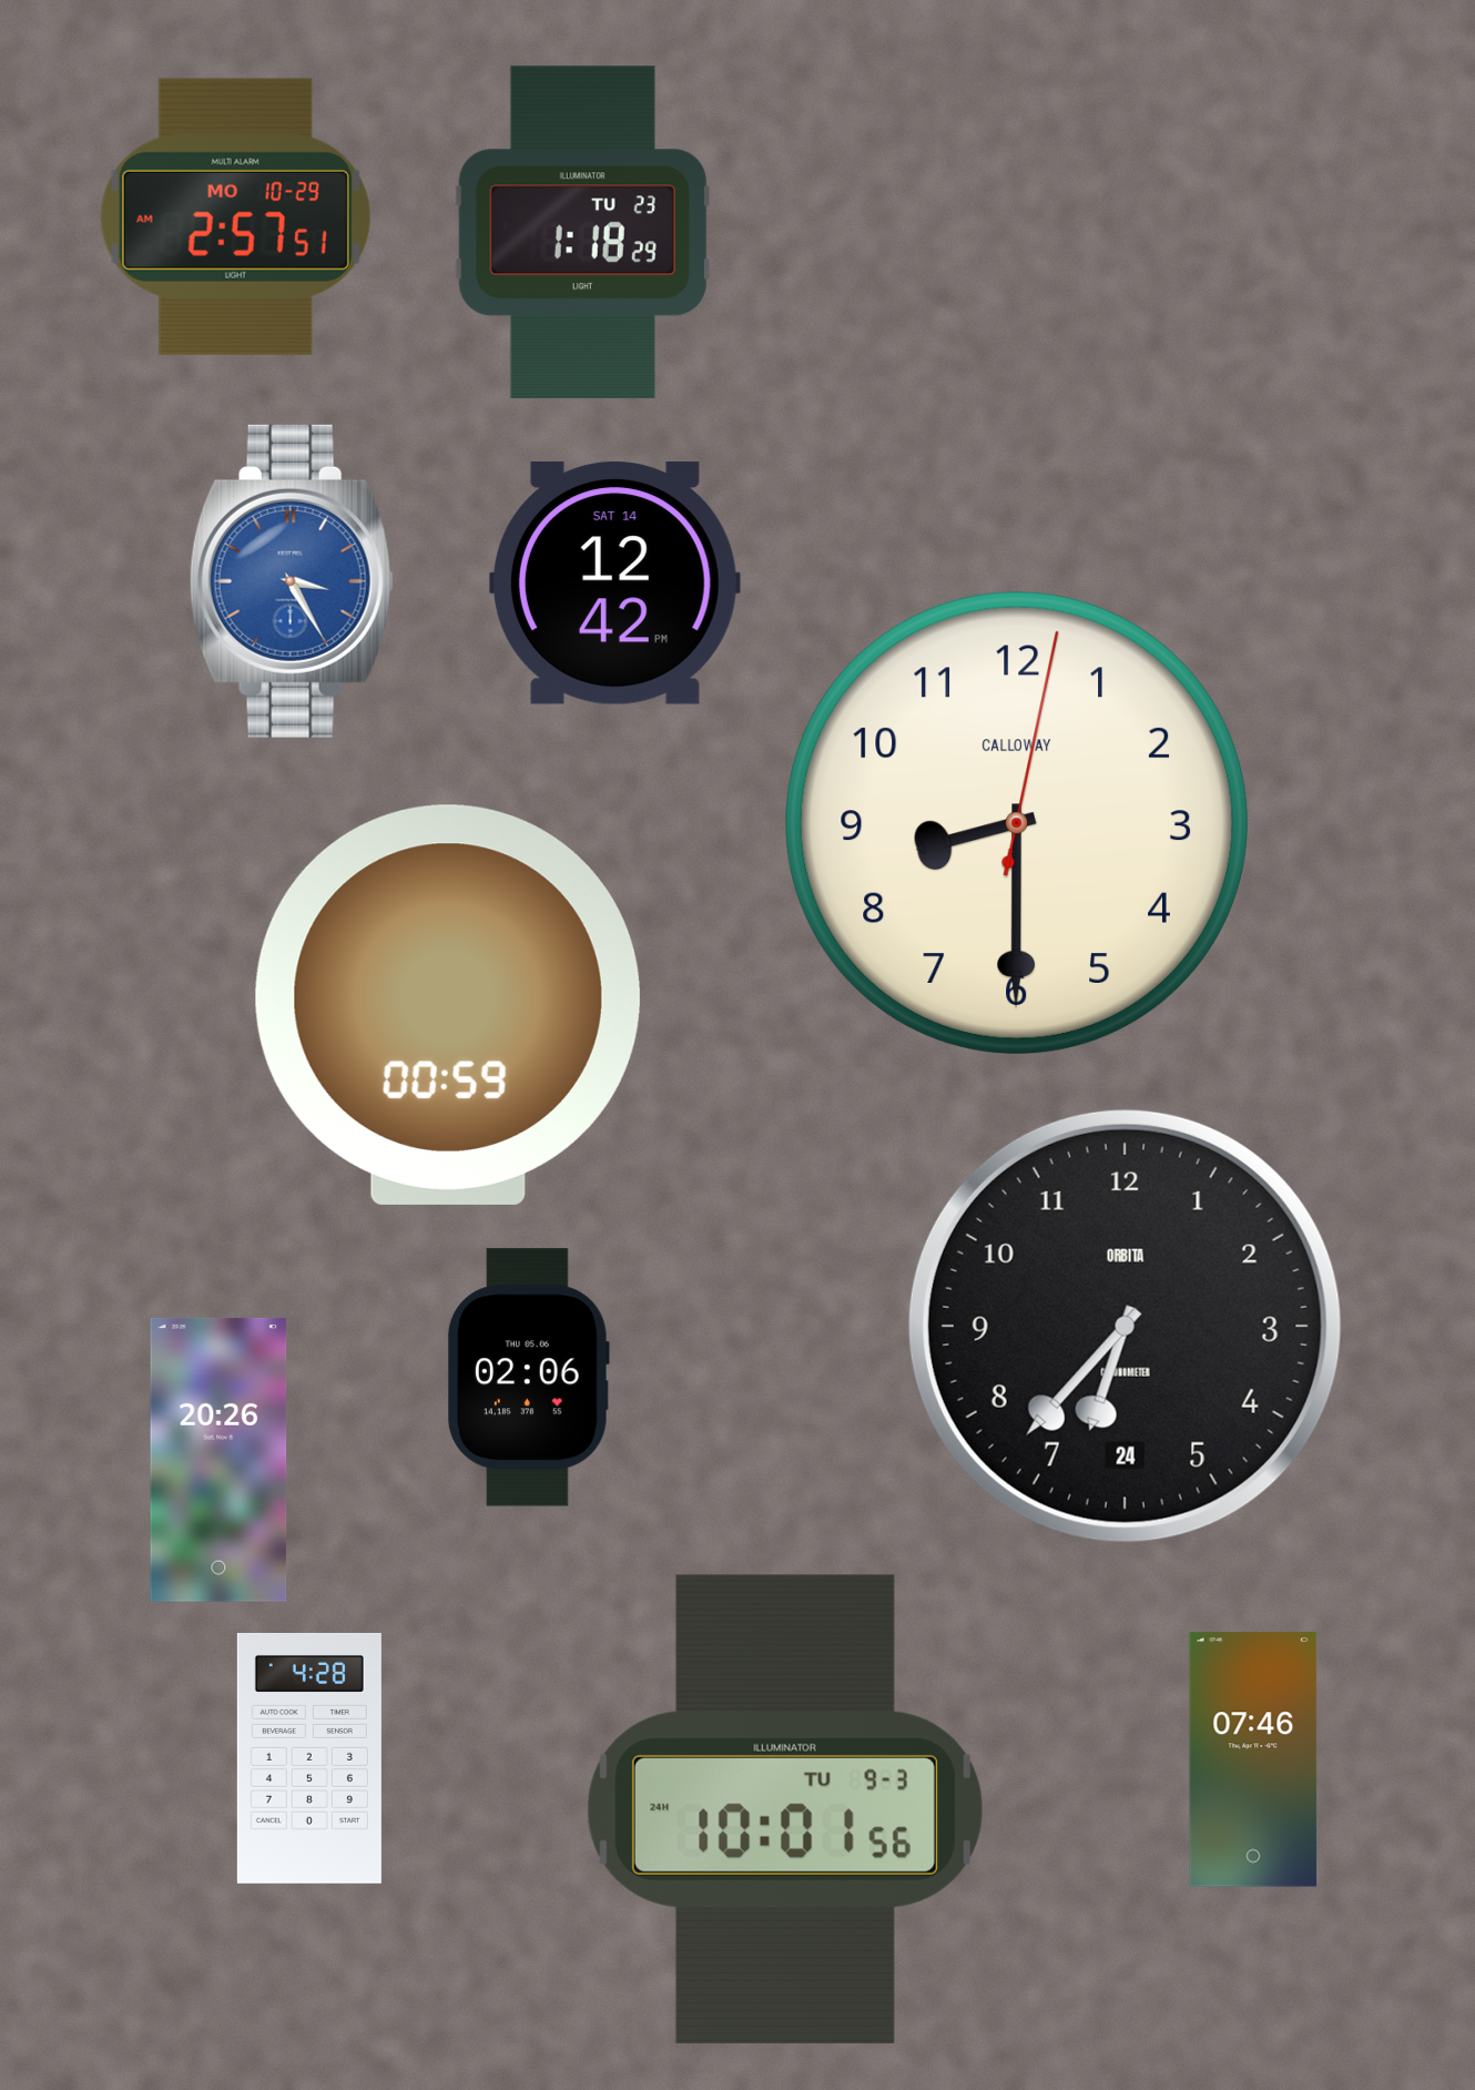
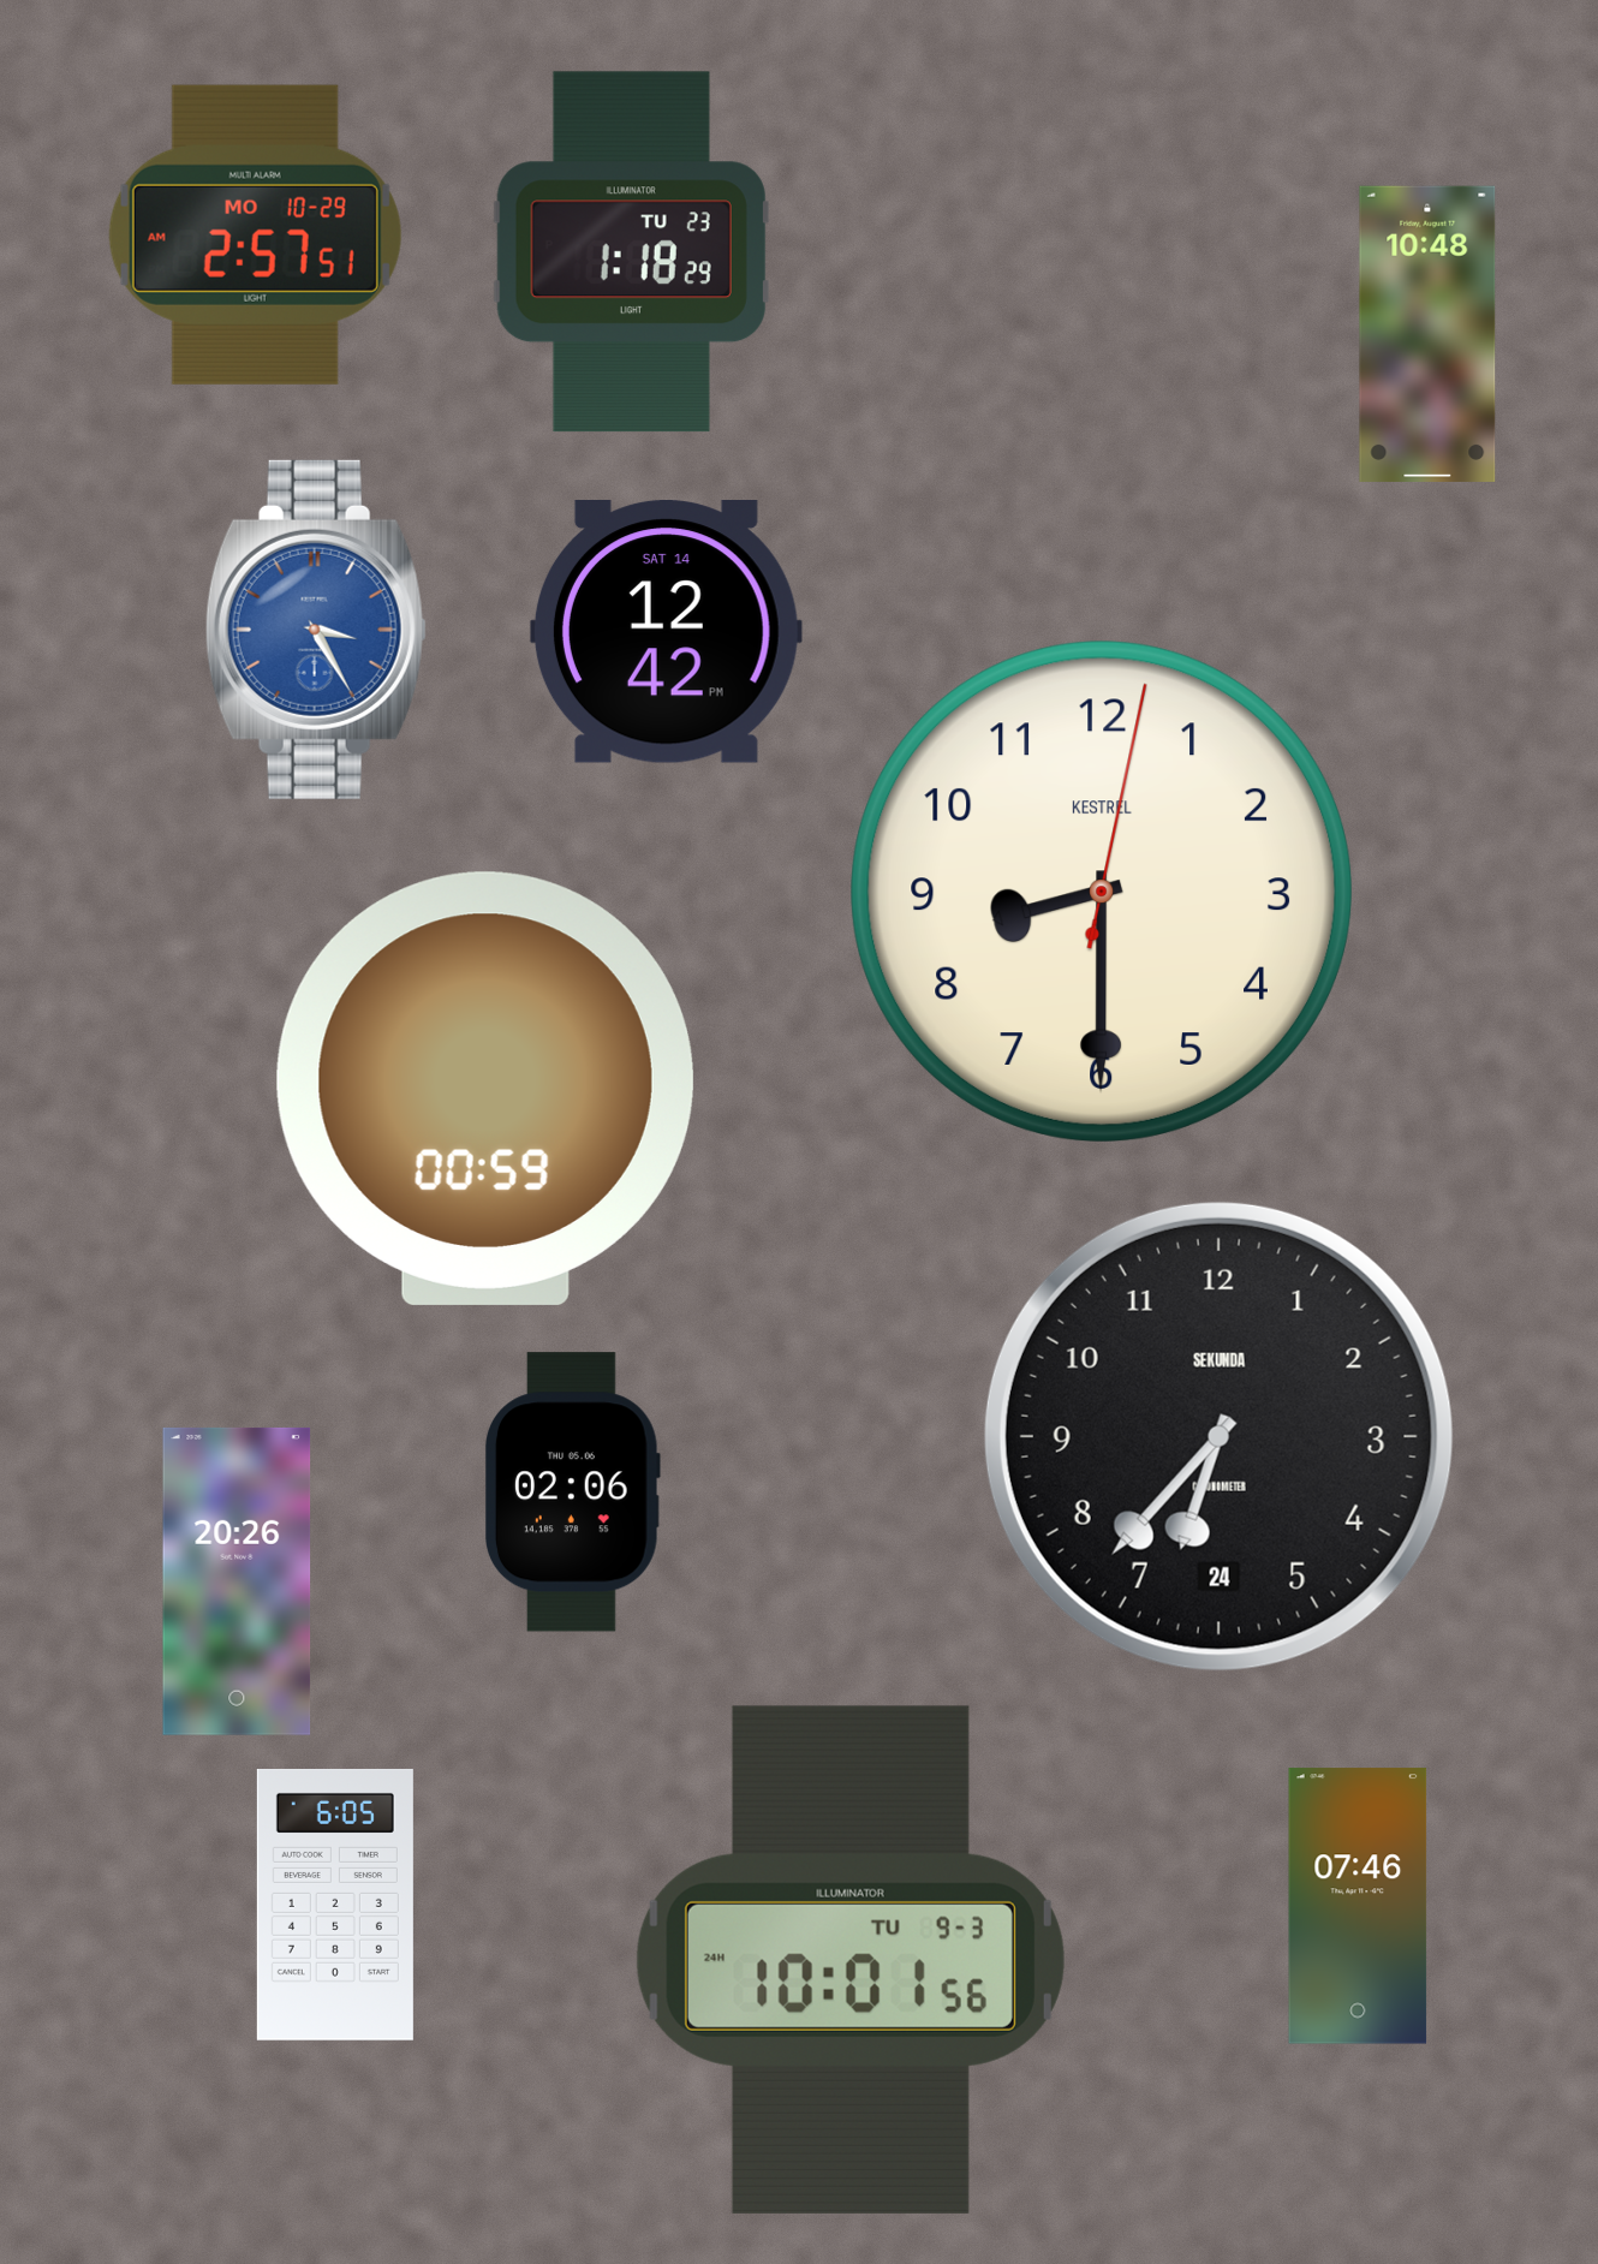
clock at (1427, 334): none -> 10:48
clock at (1017, 823) brand: CALLOWAY -> KESTREL
clock at (1125, 1326) brand: ORBITA -> SEKUNDA
clock at (309, 1758): 4:28 -> 6:05
